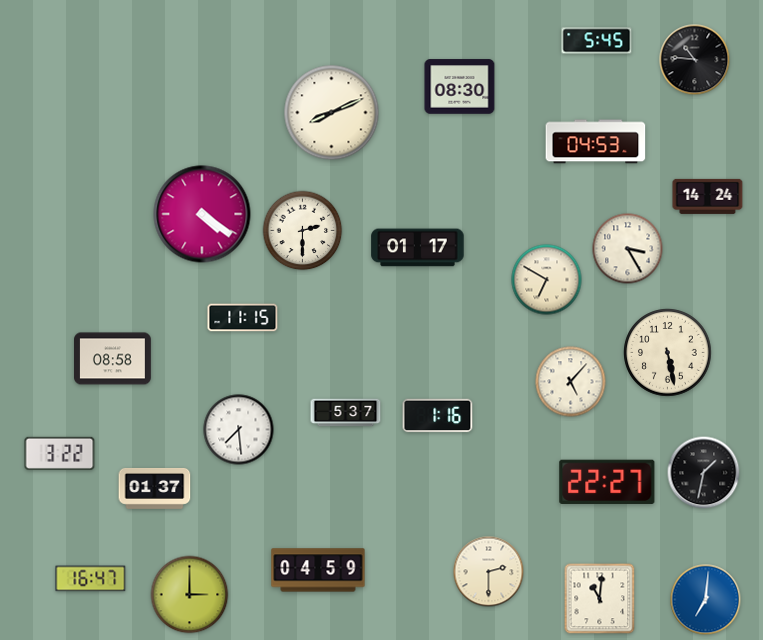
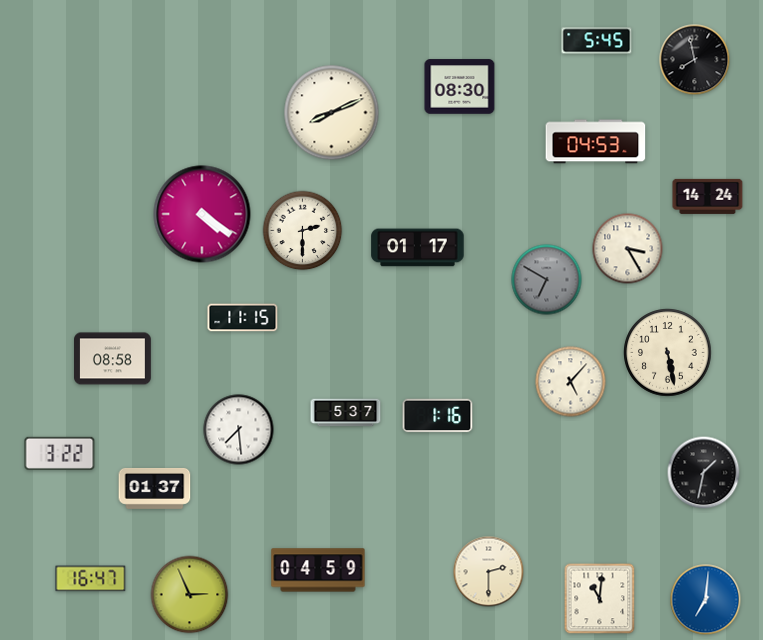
clock at (695, 60): 10:46 -> 7:58
clock at (547, 280) dial: cream -> grey
clock at (607, 482): 22:27 -> none
clock at (190, 595): 3:00 -> 2:56
